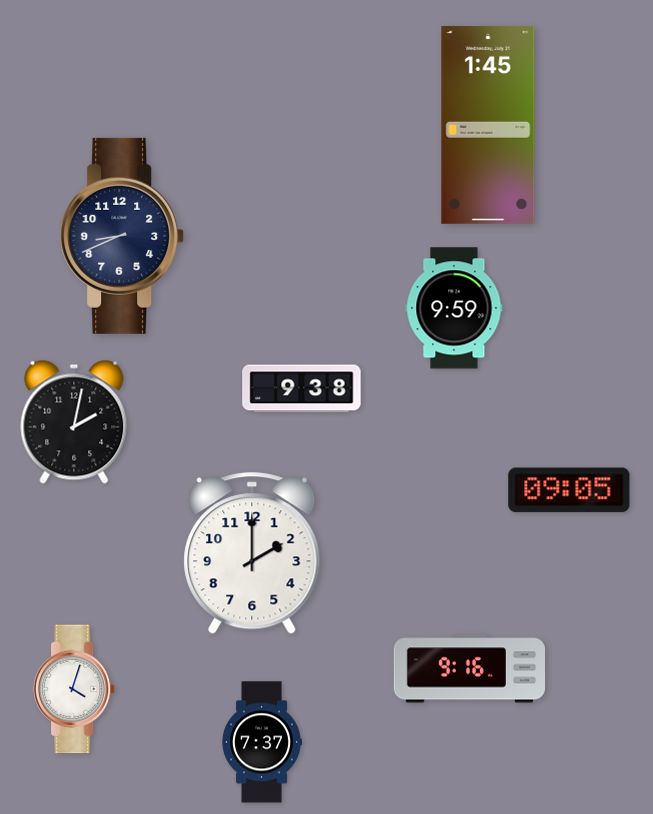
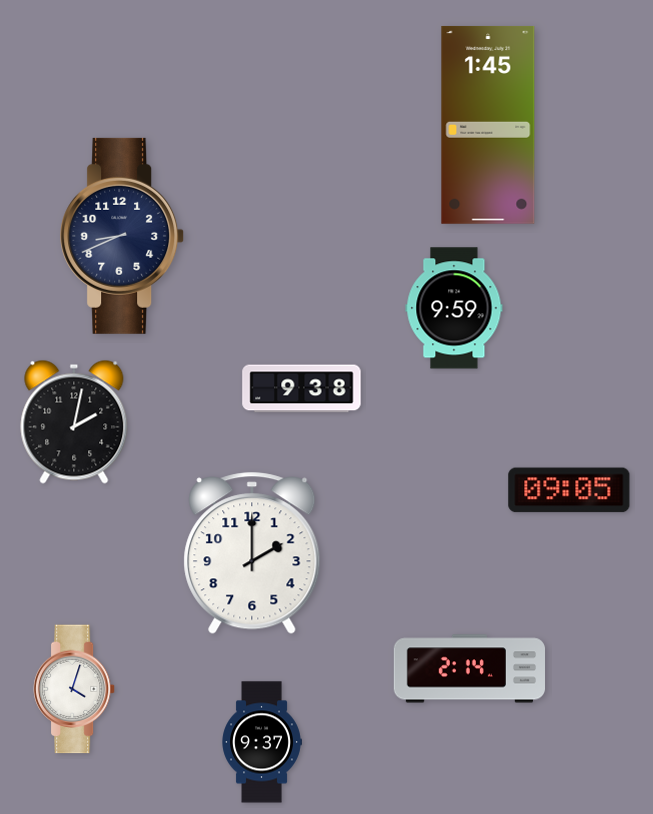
clock at (470, 669): 9:16 -> 2:14
clock at (262, 742): 7:37 -> 9:37
